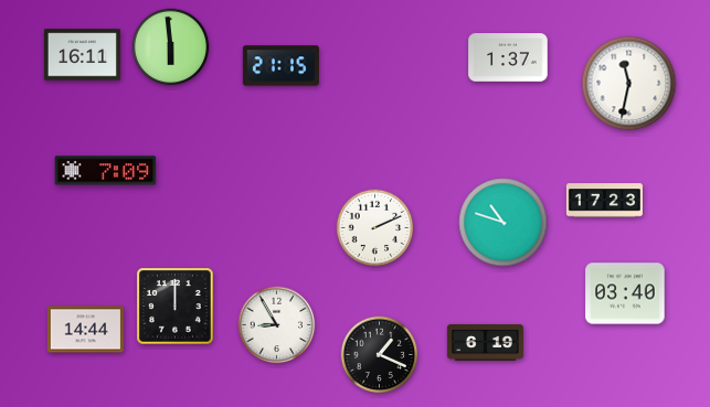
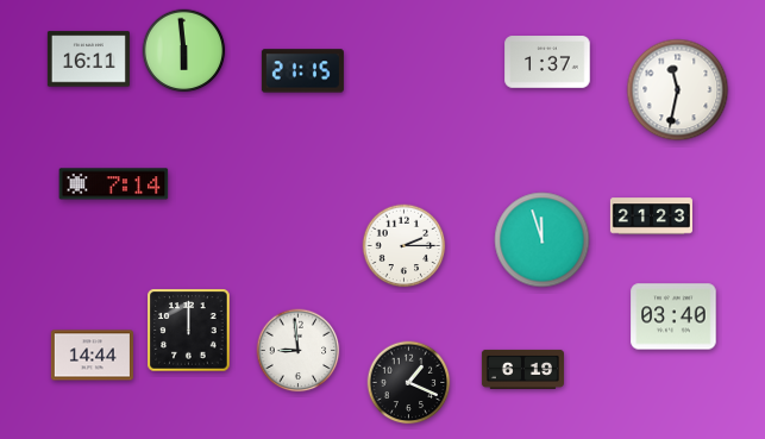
clock at (106, 171): 7:09 -> 7:14
clock at (604, 201): 17:23 -> 21:23
clock at (504, 223): 10:48 -> 11:57
clock at (375, 228): 2:11 -> 2:15
clock at (277, 325): 8:55 -> 8:59
